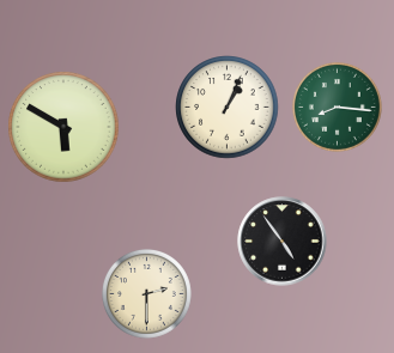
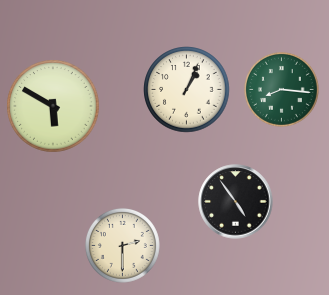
clock at (228, 108) position: (228, 108) -> (187, 90)
